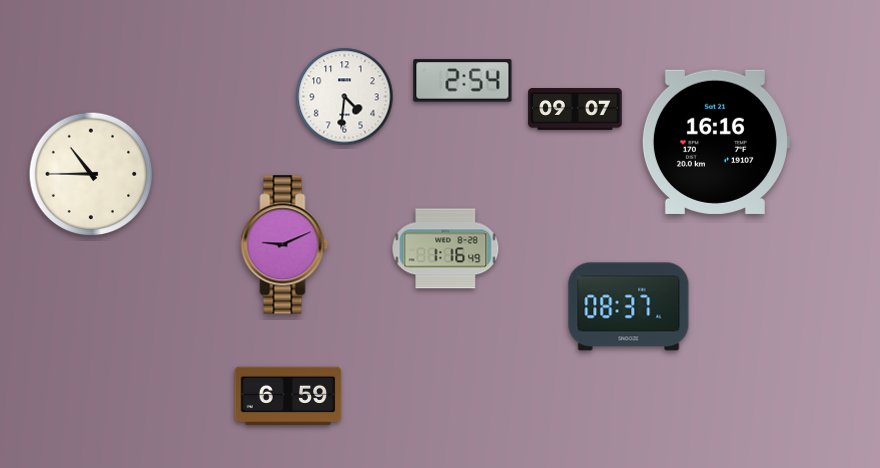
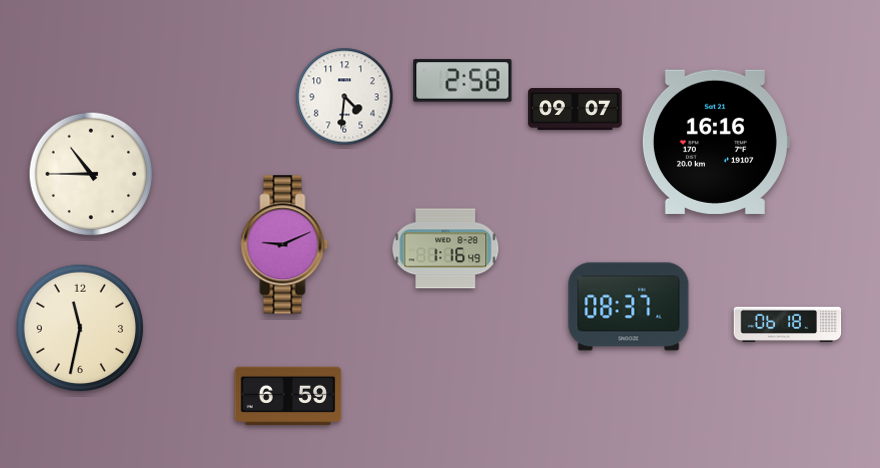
clock at (463, 81): 2:54 -> 2:58
clock at (788, 324): none -> 06:18
clock at (80, 328): none -> 11:32
